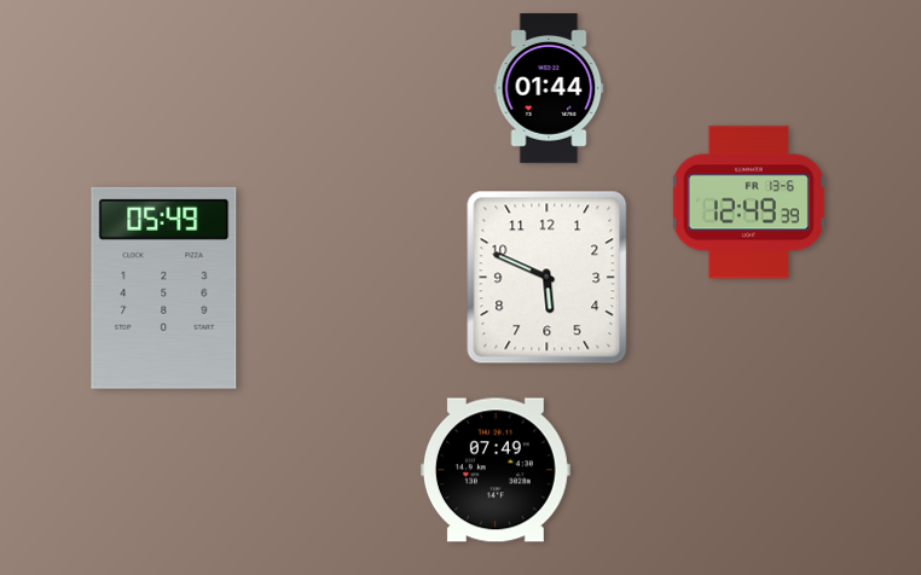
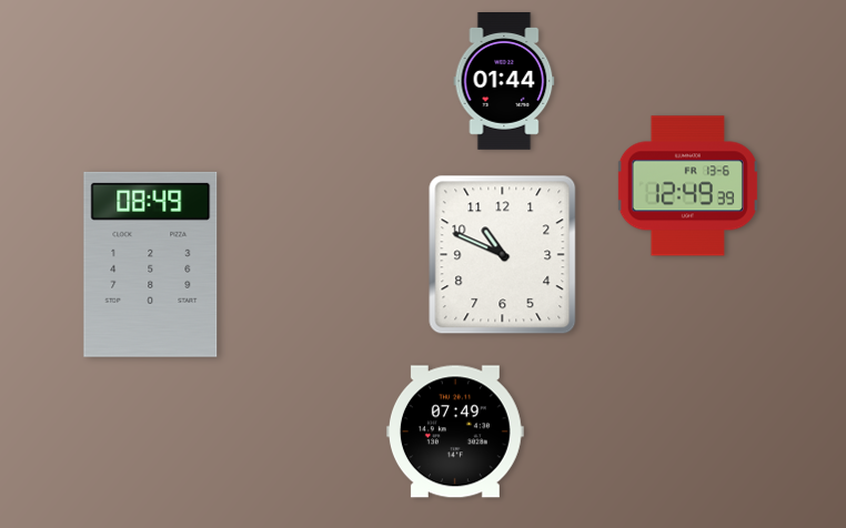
clock at (548, 278): 5:49 -> 10:49
clock at (164, 287): 05:49 -> 08:49
